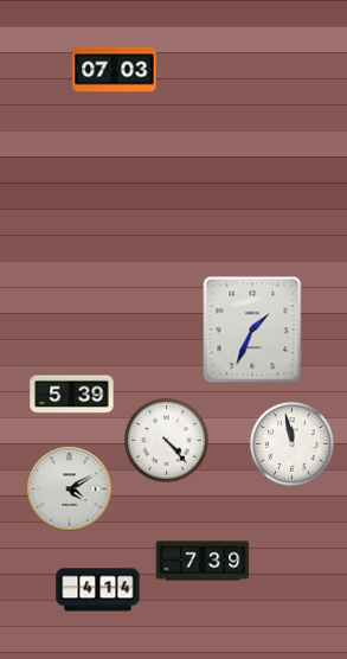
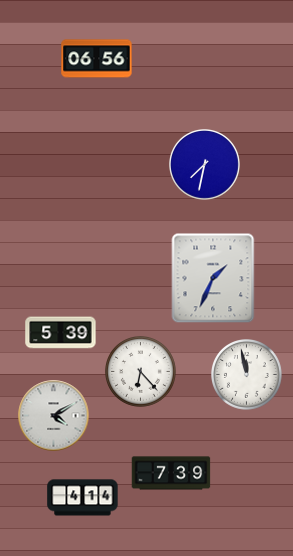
clock at (115, 70): 07:03 -> 06:56
clock at (205, 165): none -> 7:32
clock at (167, 441): 4:23 -> 6:23
clock at (70, 490) position: (70, 490) -> (54, 416)
